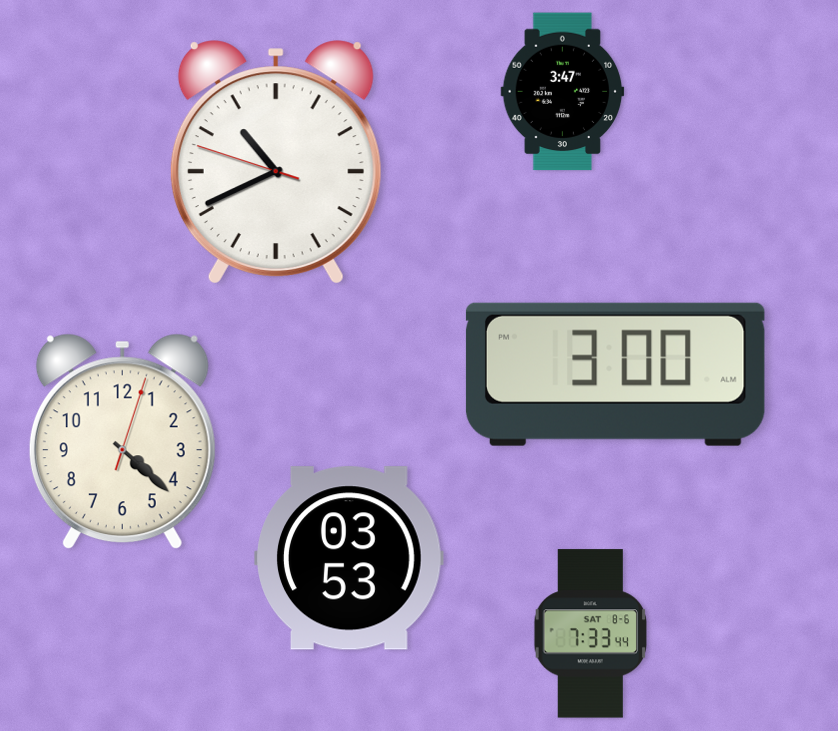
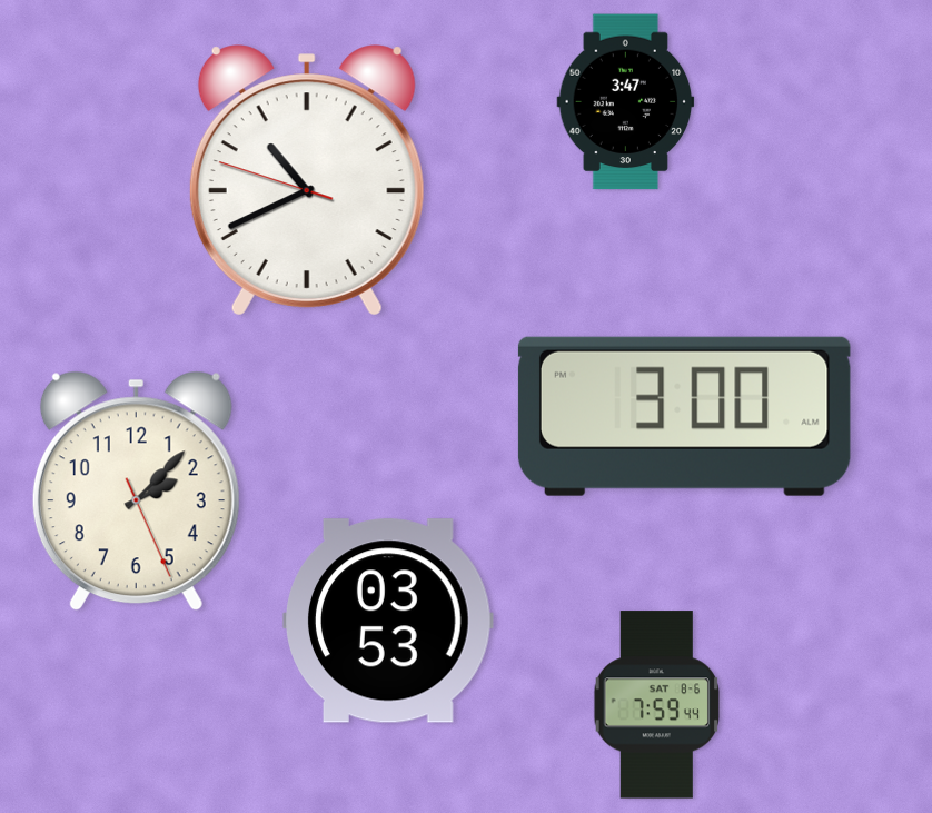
clock at (122, 442): 4:22 -> 2:07
clock at (591, 634): 7:33 -> 7:59
